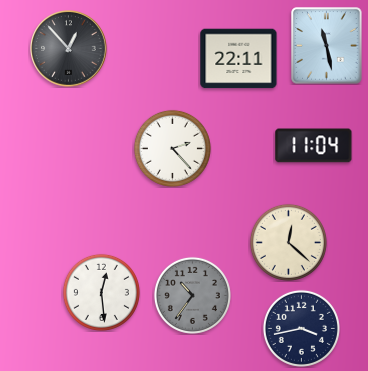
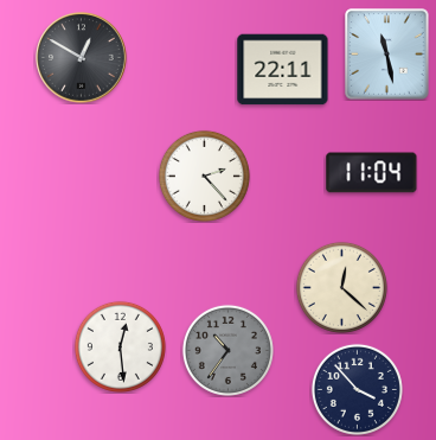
clock at (69, 49): 12:53 -> 12:50
clock at (301, 328): 3:43 -> 3:53
